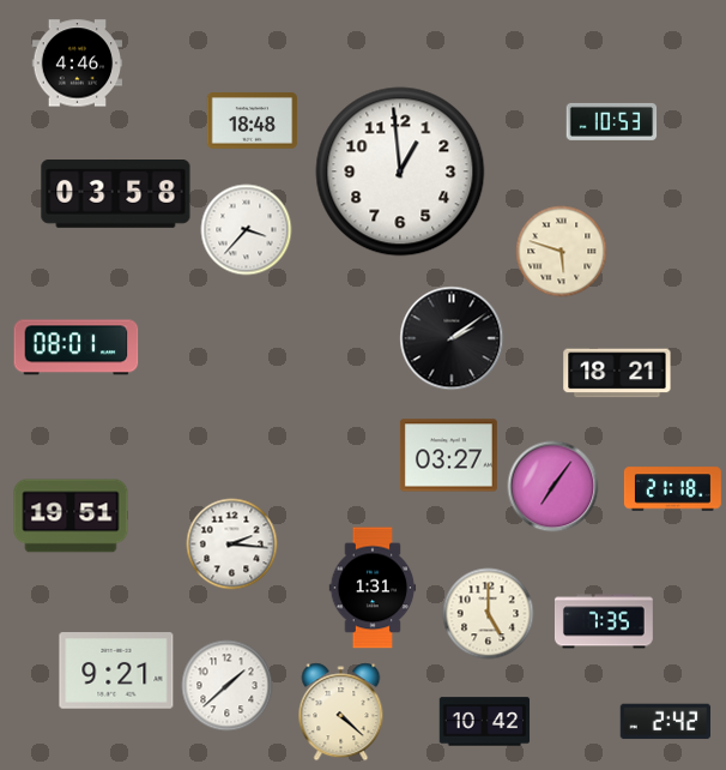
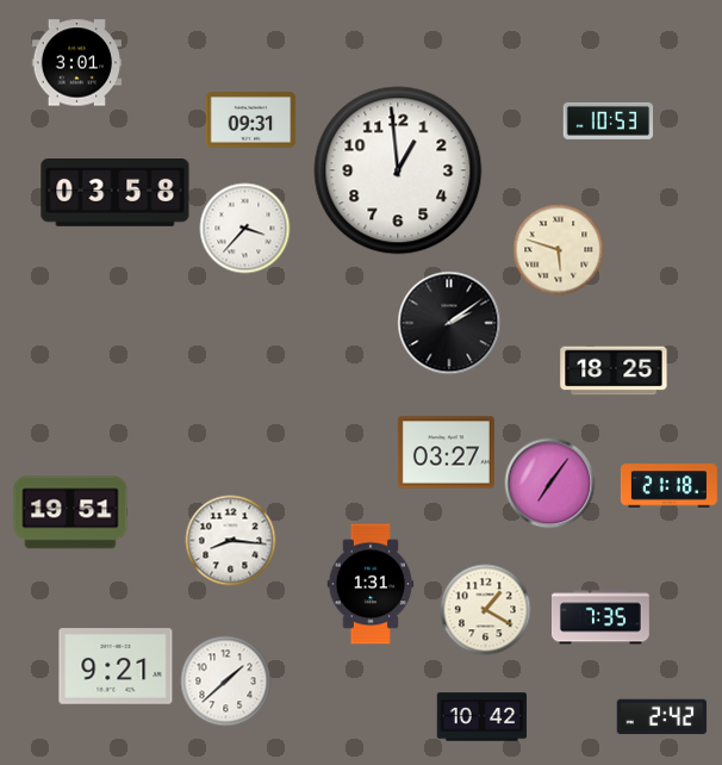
clock at (78, 64): 4:46 -> 3:01
clock at (253, 121): 18:48 -> 09:31
clock at (452, 338) position: (452, 338) -> (449, 323)
clock at (77, 348): 08:01 -> none
clock at (617, 373): 18:21 -> 18:25
clock at (232, 545): 2:16 -> 8:16
clock at (489, 614): 5:00 -> 1:20
clock at (341, 712): 4:22 -> none
